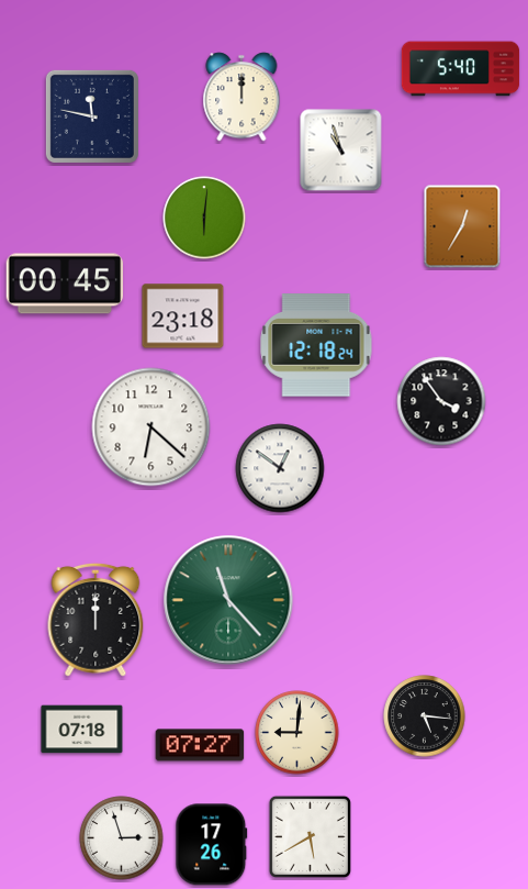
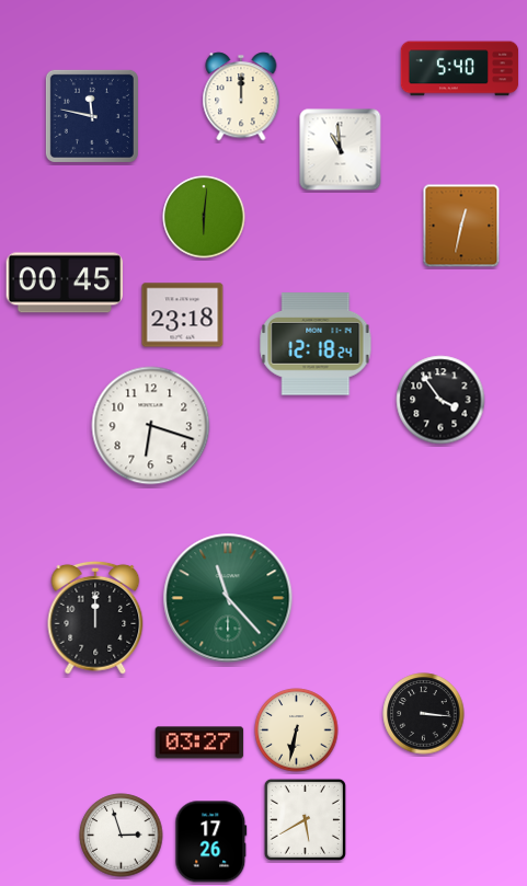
clock at (341, 151): 10:57 -> 10:59
clock at (462, 226): 12:35 -> 12:32
clock at (151, 427): 6:22 -> 6:18
clock at (280, 468): 12:51 -> none
clock at (425, 716): 5:16 -> 3:16
clock at (82, 730): 07:18 -> none
clock at (297, 733): 9:01 -> 6:32
clock at (200, 745): 07:27 -> 03:27
clock at (310, 836) position: (310, 836) -> (305, 819)
